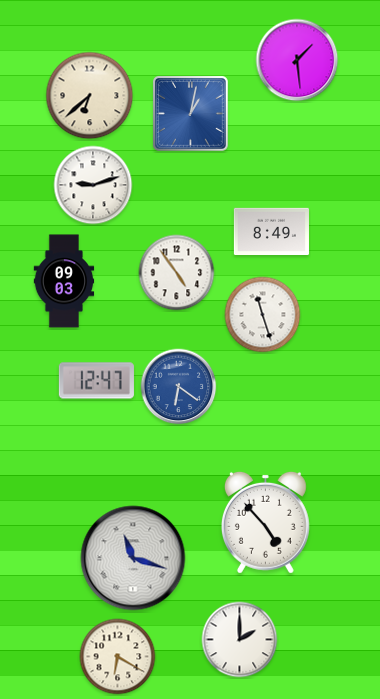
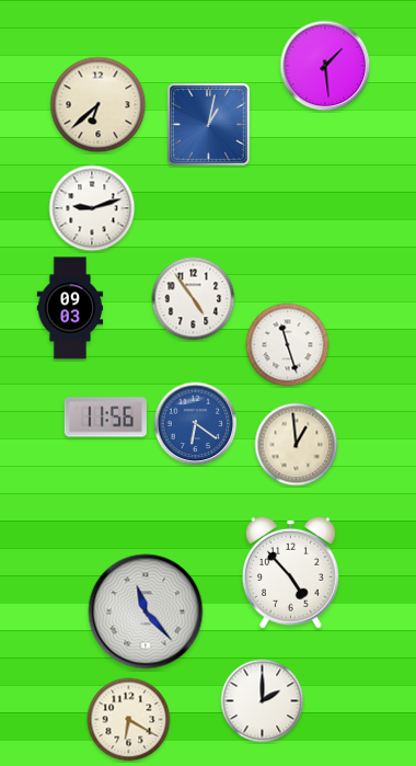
clock at (93, 185) position: (93, 185) -> (92, 208)
clock at (271, 231): 8:49 -> none
clock at (96, 381): 12:47 -> 11:56
clock at (297, 445): none -> 12:59
clock at (133, 558): 11:18 -> 11:23
